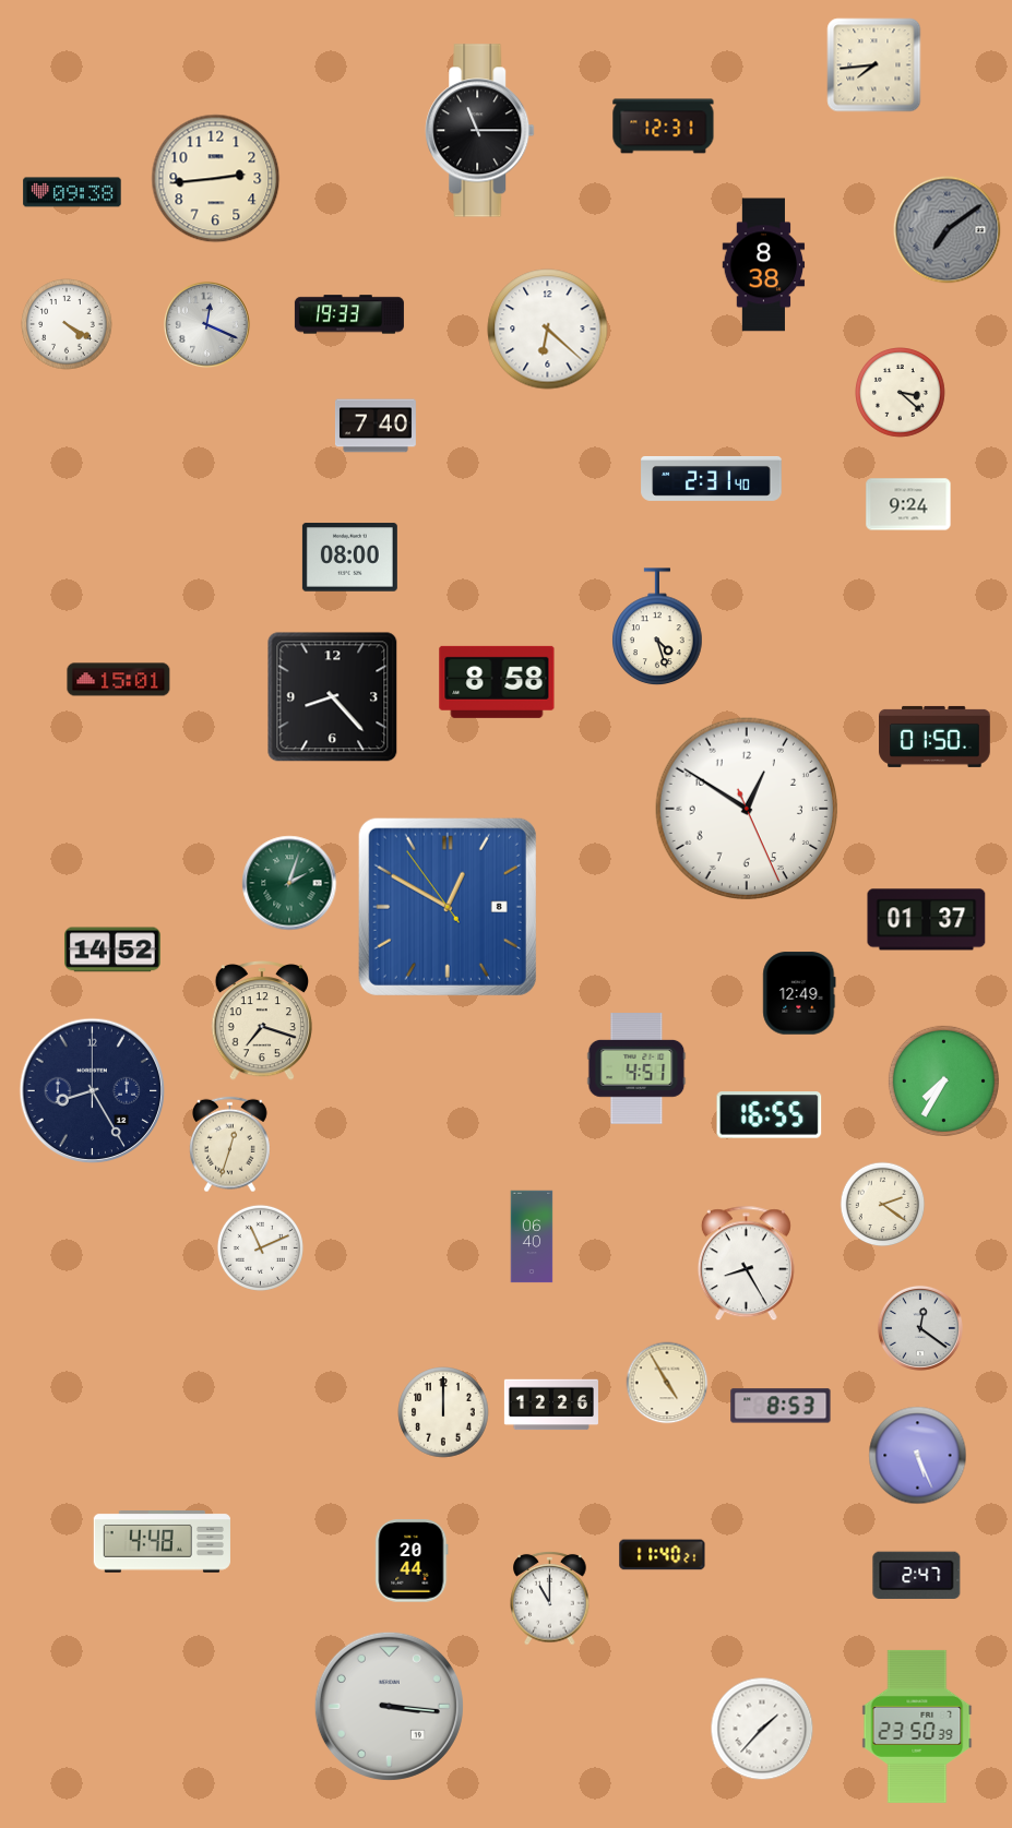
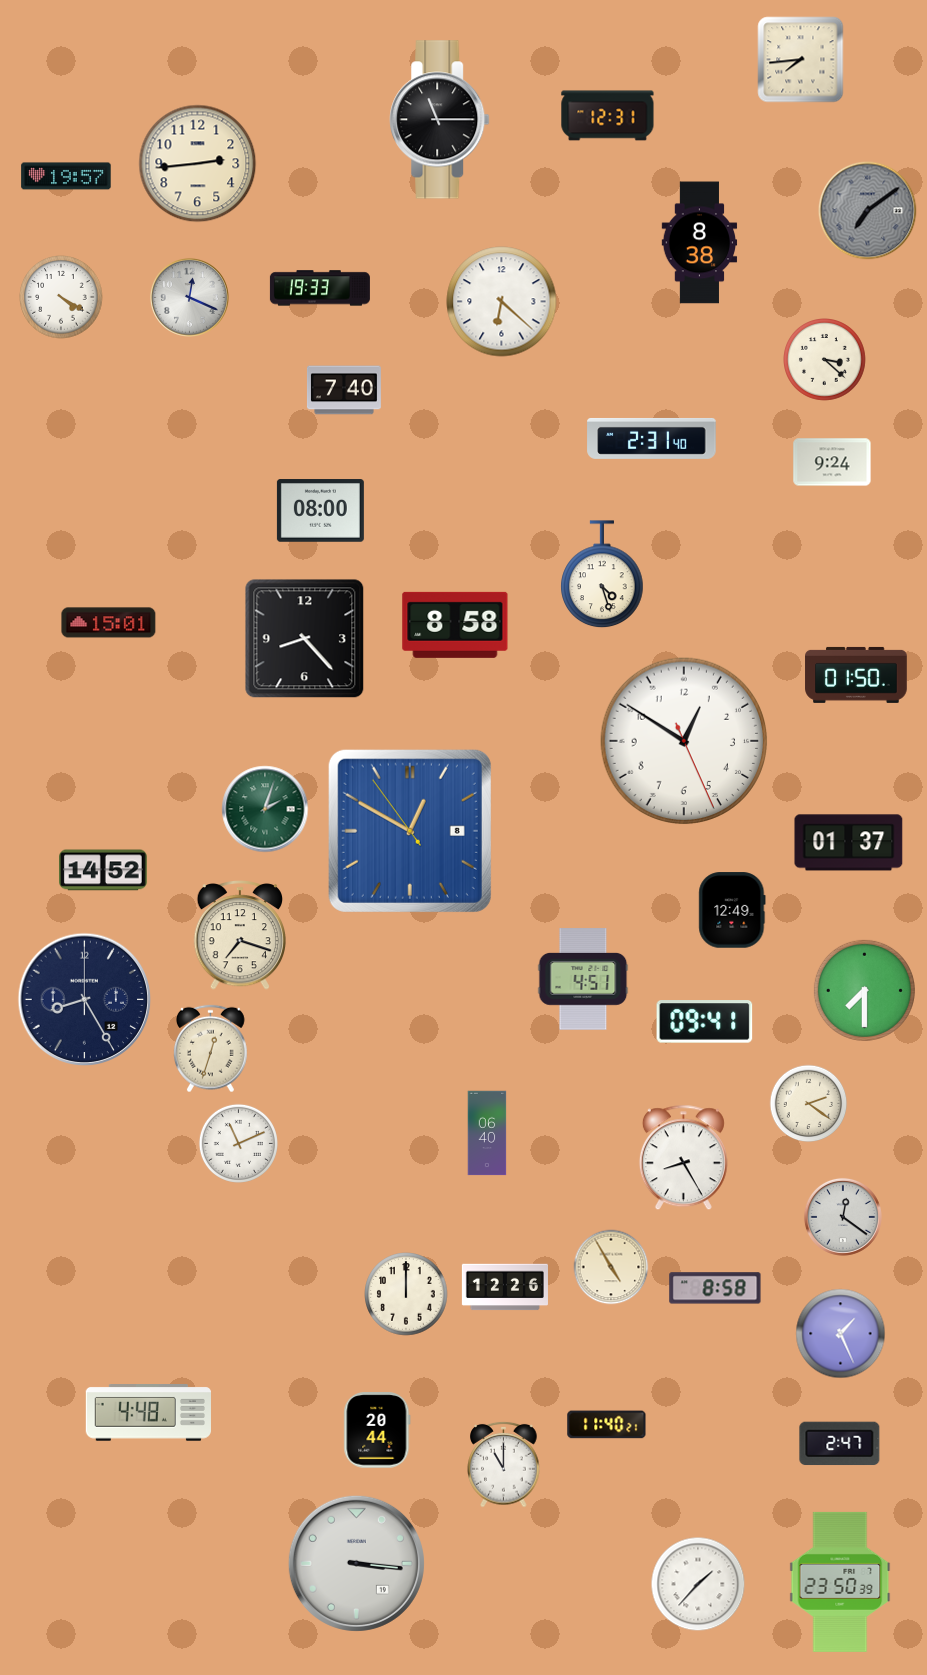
clock at (72, 192): 09:38 -> 19:57
clock at (943, 1080): 7:35 -> 7:30
clock at (770, 1115): 16:55 -> 09:41
clock at (781, 1406): 8:53 -> 8:58
clock at (918, 1456): 5:26 -> 1:26
